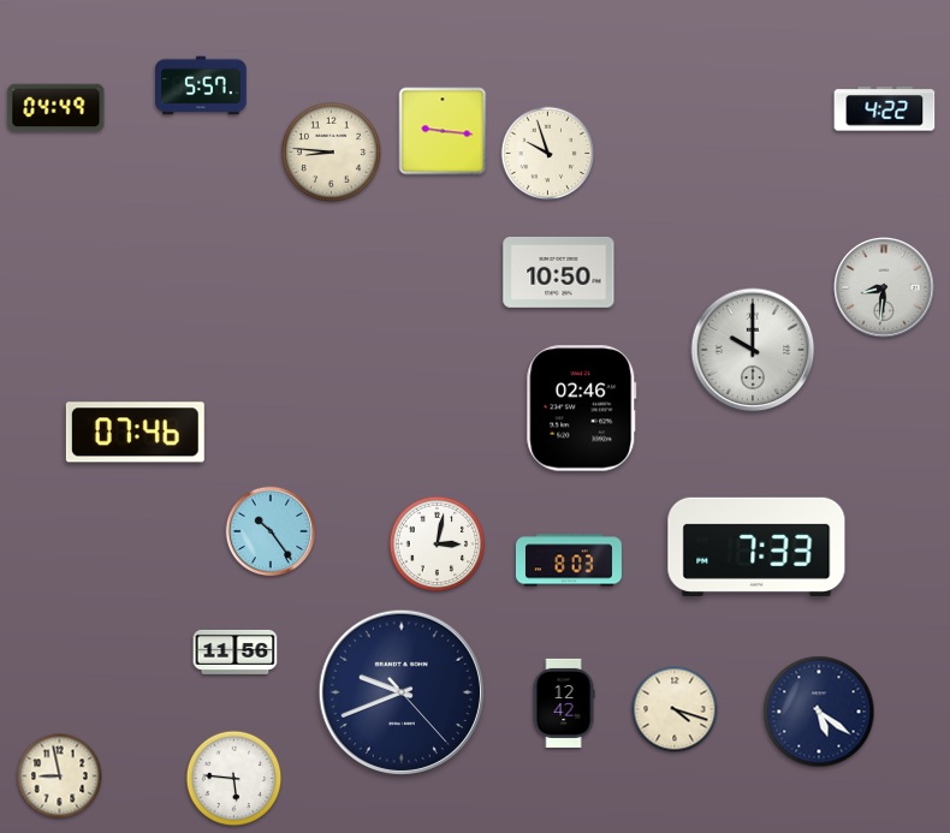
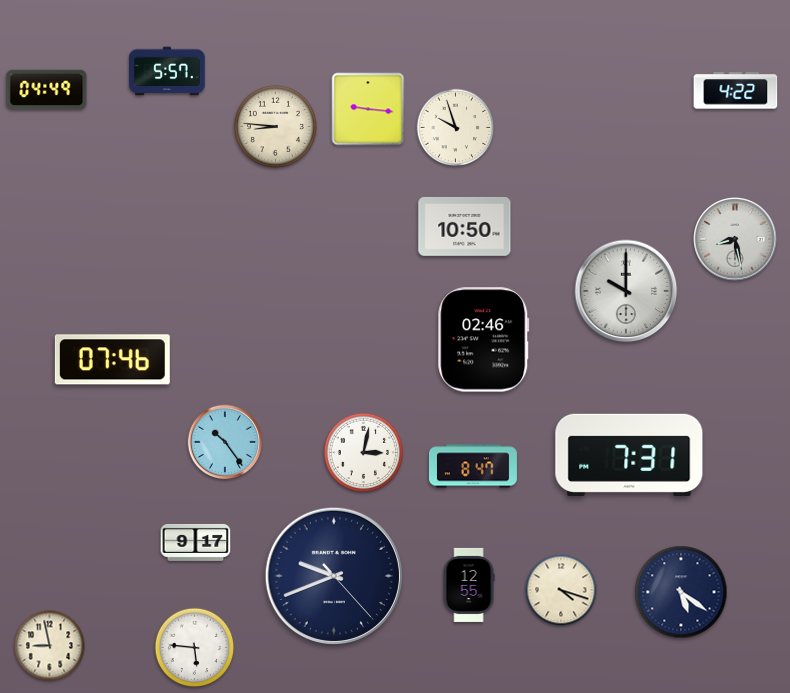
clock at (884, 287): 8:31 -> 8:28
clock at (756, 547): 7:33 -> 7:31
clock at (569, 560): 8:03 -> 8:47
clock at (236, 651): 11:56 -> 9:17
clock at (564, 703): 12:42 -> 12:55
